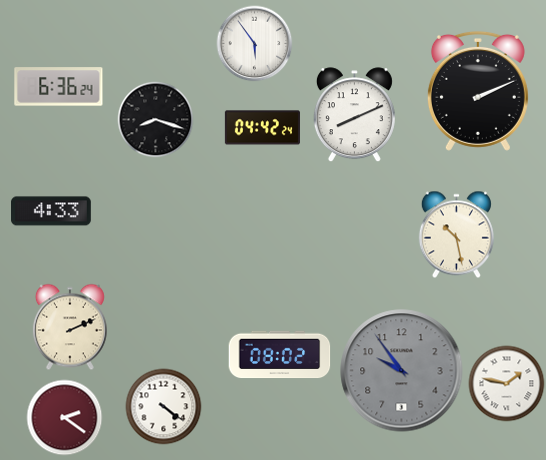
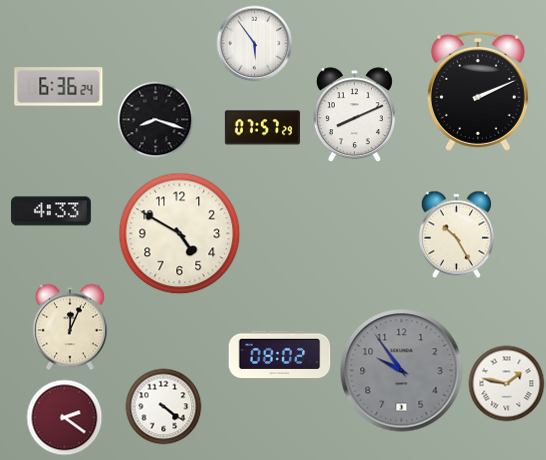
clock at (262, 128): 04:42 -> 07:57
clock at (180, 234): none -> 4:50
clock at (456, 235): 10:28 -> 10:25
clock at (70, 327): 2:11 -> 12:04
